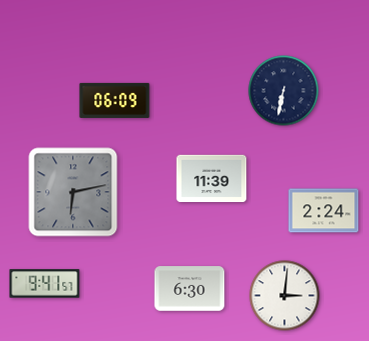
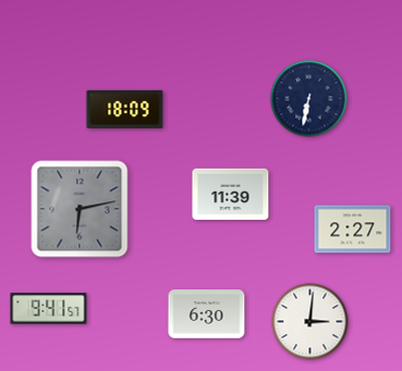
clock at (115, 100): 06:09 -> 18:09
clock at (324, 211): 2:24 -> 2:27
